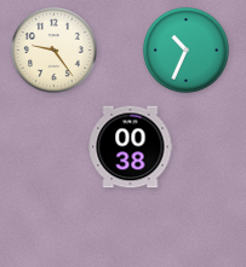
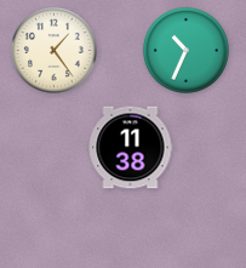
clock at (55, 51): 9:24 -> 1:24
clock at (131, 147): 00:38 -> 11:38
